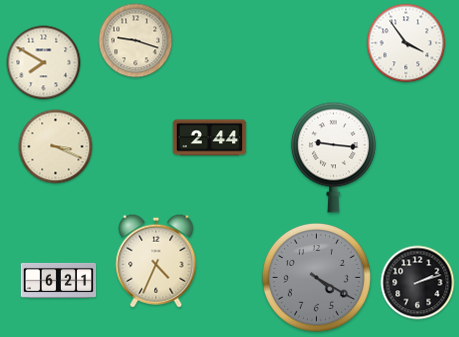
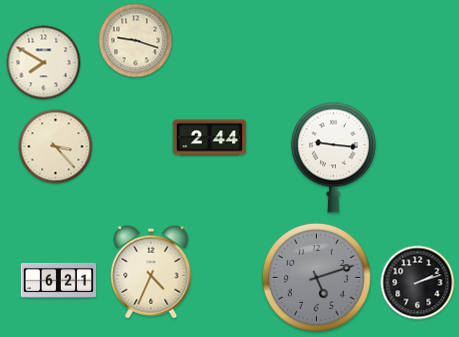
clock at (406, 43): 3:54 -> none
clock at (56, 147): 3:19 -> 3:23
clock at (156, 261) position: (156, 261) -> (151, 272)
clock at (316, 277): 4:20 -> 5:12
